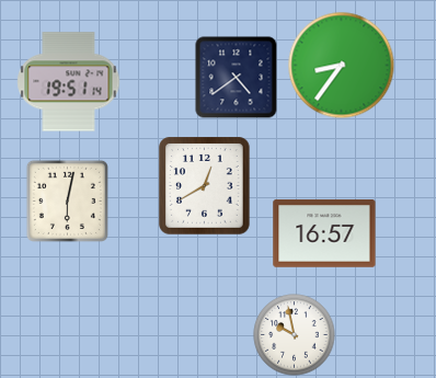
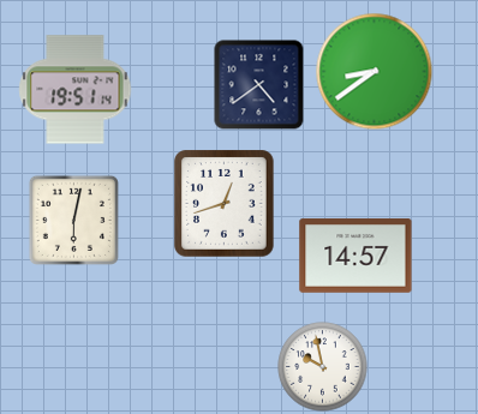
clock at (342, 66): 8:36 -> 8:39
clock at (205, 186): 12:40 -> 12:42
clock at (324, 233): 16:57 -> 14:57
